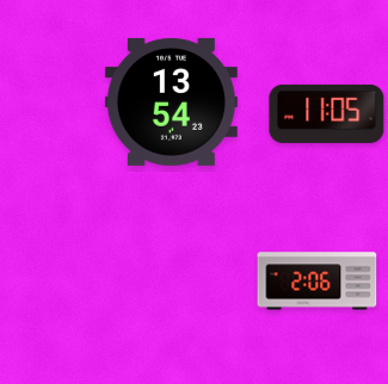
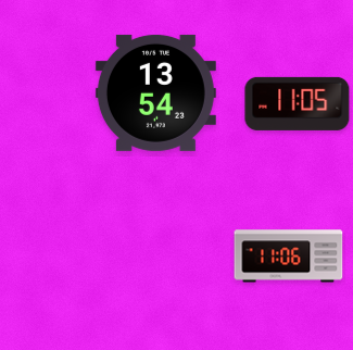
clock at (318, 281): 2:06 -> 11:06
